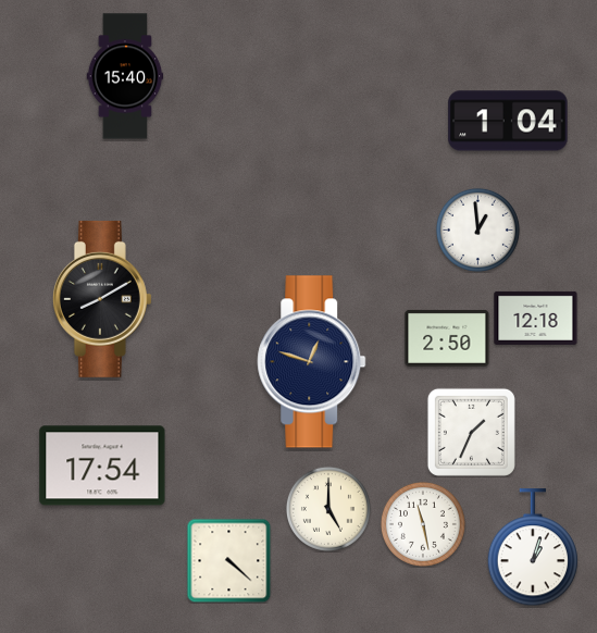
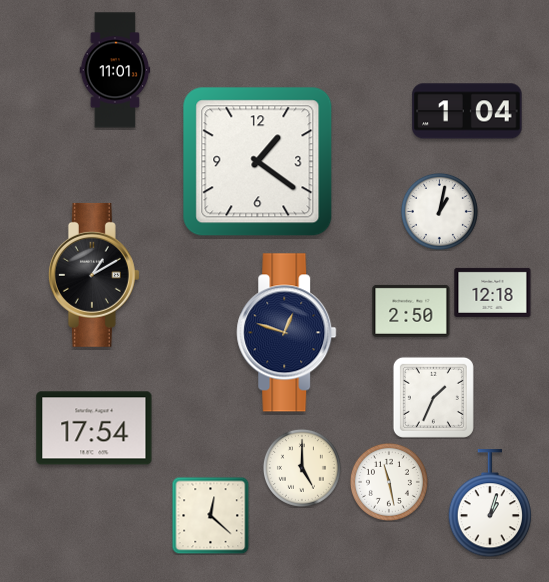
clock at (125, 76): 15:40 -> 11:01
clock at (258, 162): none -> 1:21
clock at (477, 229): 12:59 -> 1:02
clock at (102, 299): 8:10 -> 1:10
clock at (228, 560): 4:22 -> 12:22
